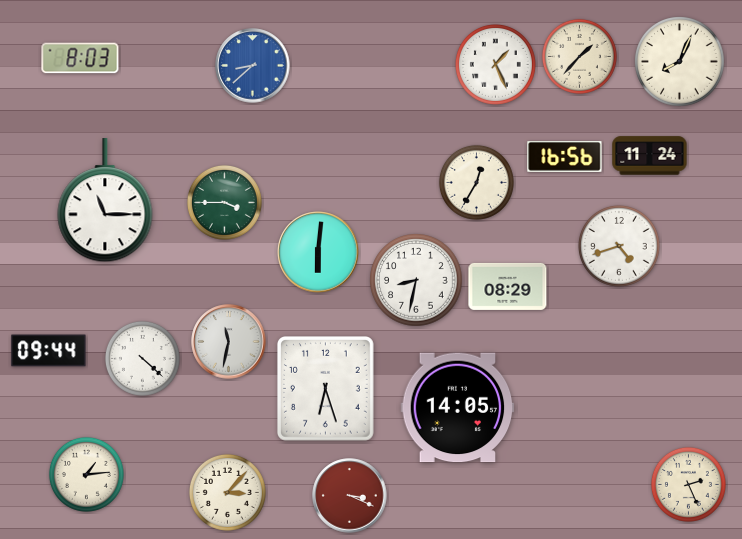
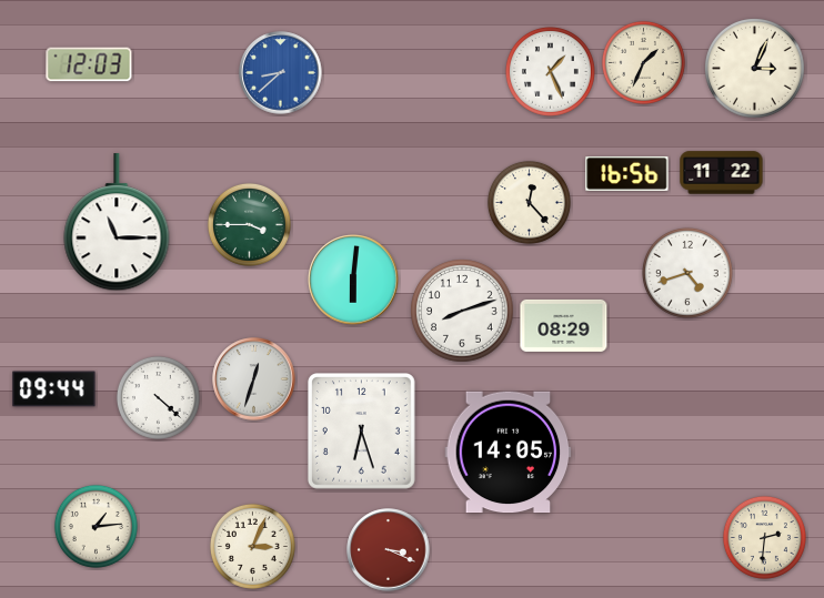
clock at (579, 56): 1:37 -> 1:34
clock at (80, 58): 8:03 -> 12:03
clock at (680, 62): 8:04 -> 3:04
clock at (650, 156): 11:24 -> 11:22
clock at (476, 182): 12:35 -> 12:23
clock at (416, 280): 8:32 -> 8:12
clock at (508, 286) position: (508, 286) -> (564, 325)
clock at (229, 342): 11:32 -> 12:33
clock at (688, 484): 2:26 -> 2:31
clock at (227, 492): 3:07 -> 3:04
